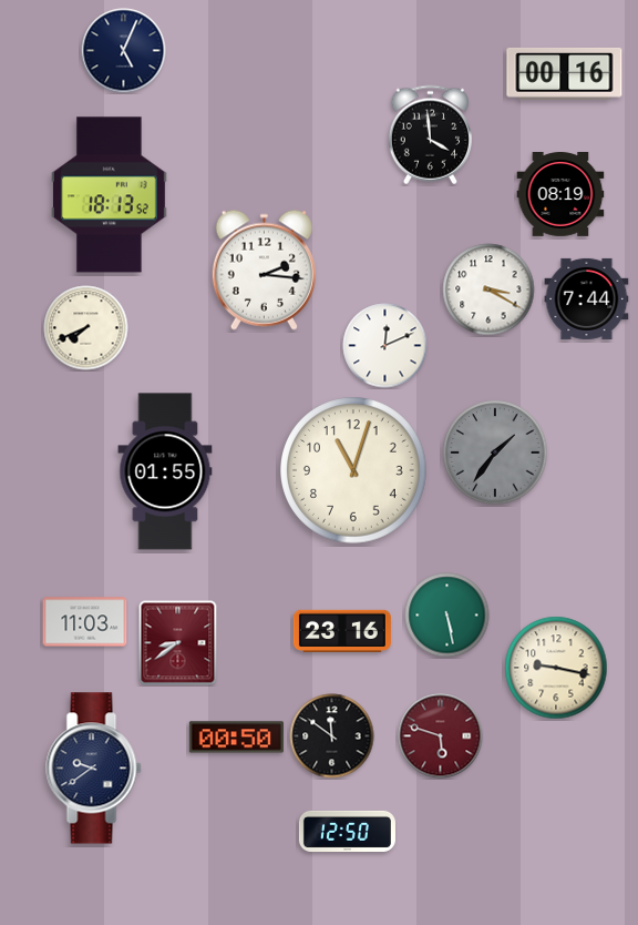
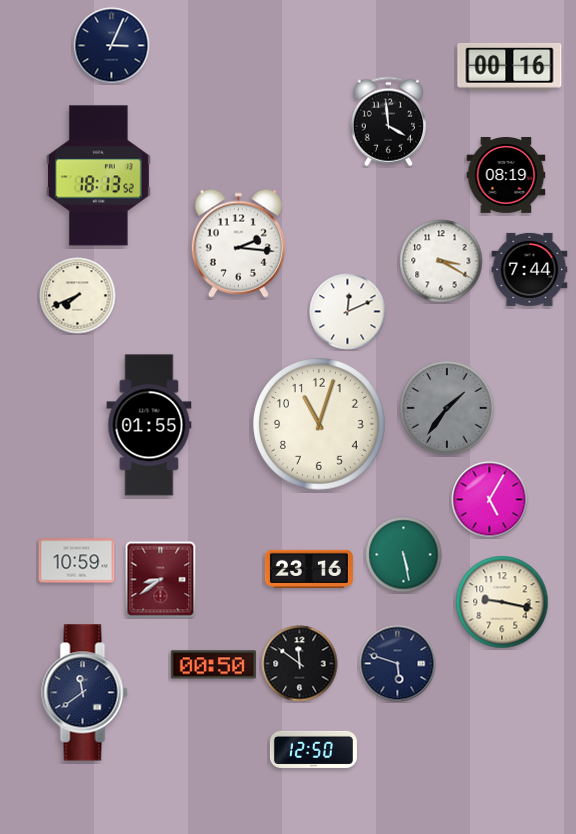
clock at (124, 51): 5:04 -> 3:04
clock at (490, 500): none -> 5:05
clock at (85, 622): 11:03 -> 10:59
clock at (441, 736) dial: burgundy -> navy
clock at (94, 769): 9:39 -> 11:39
